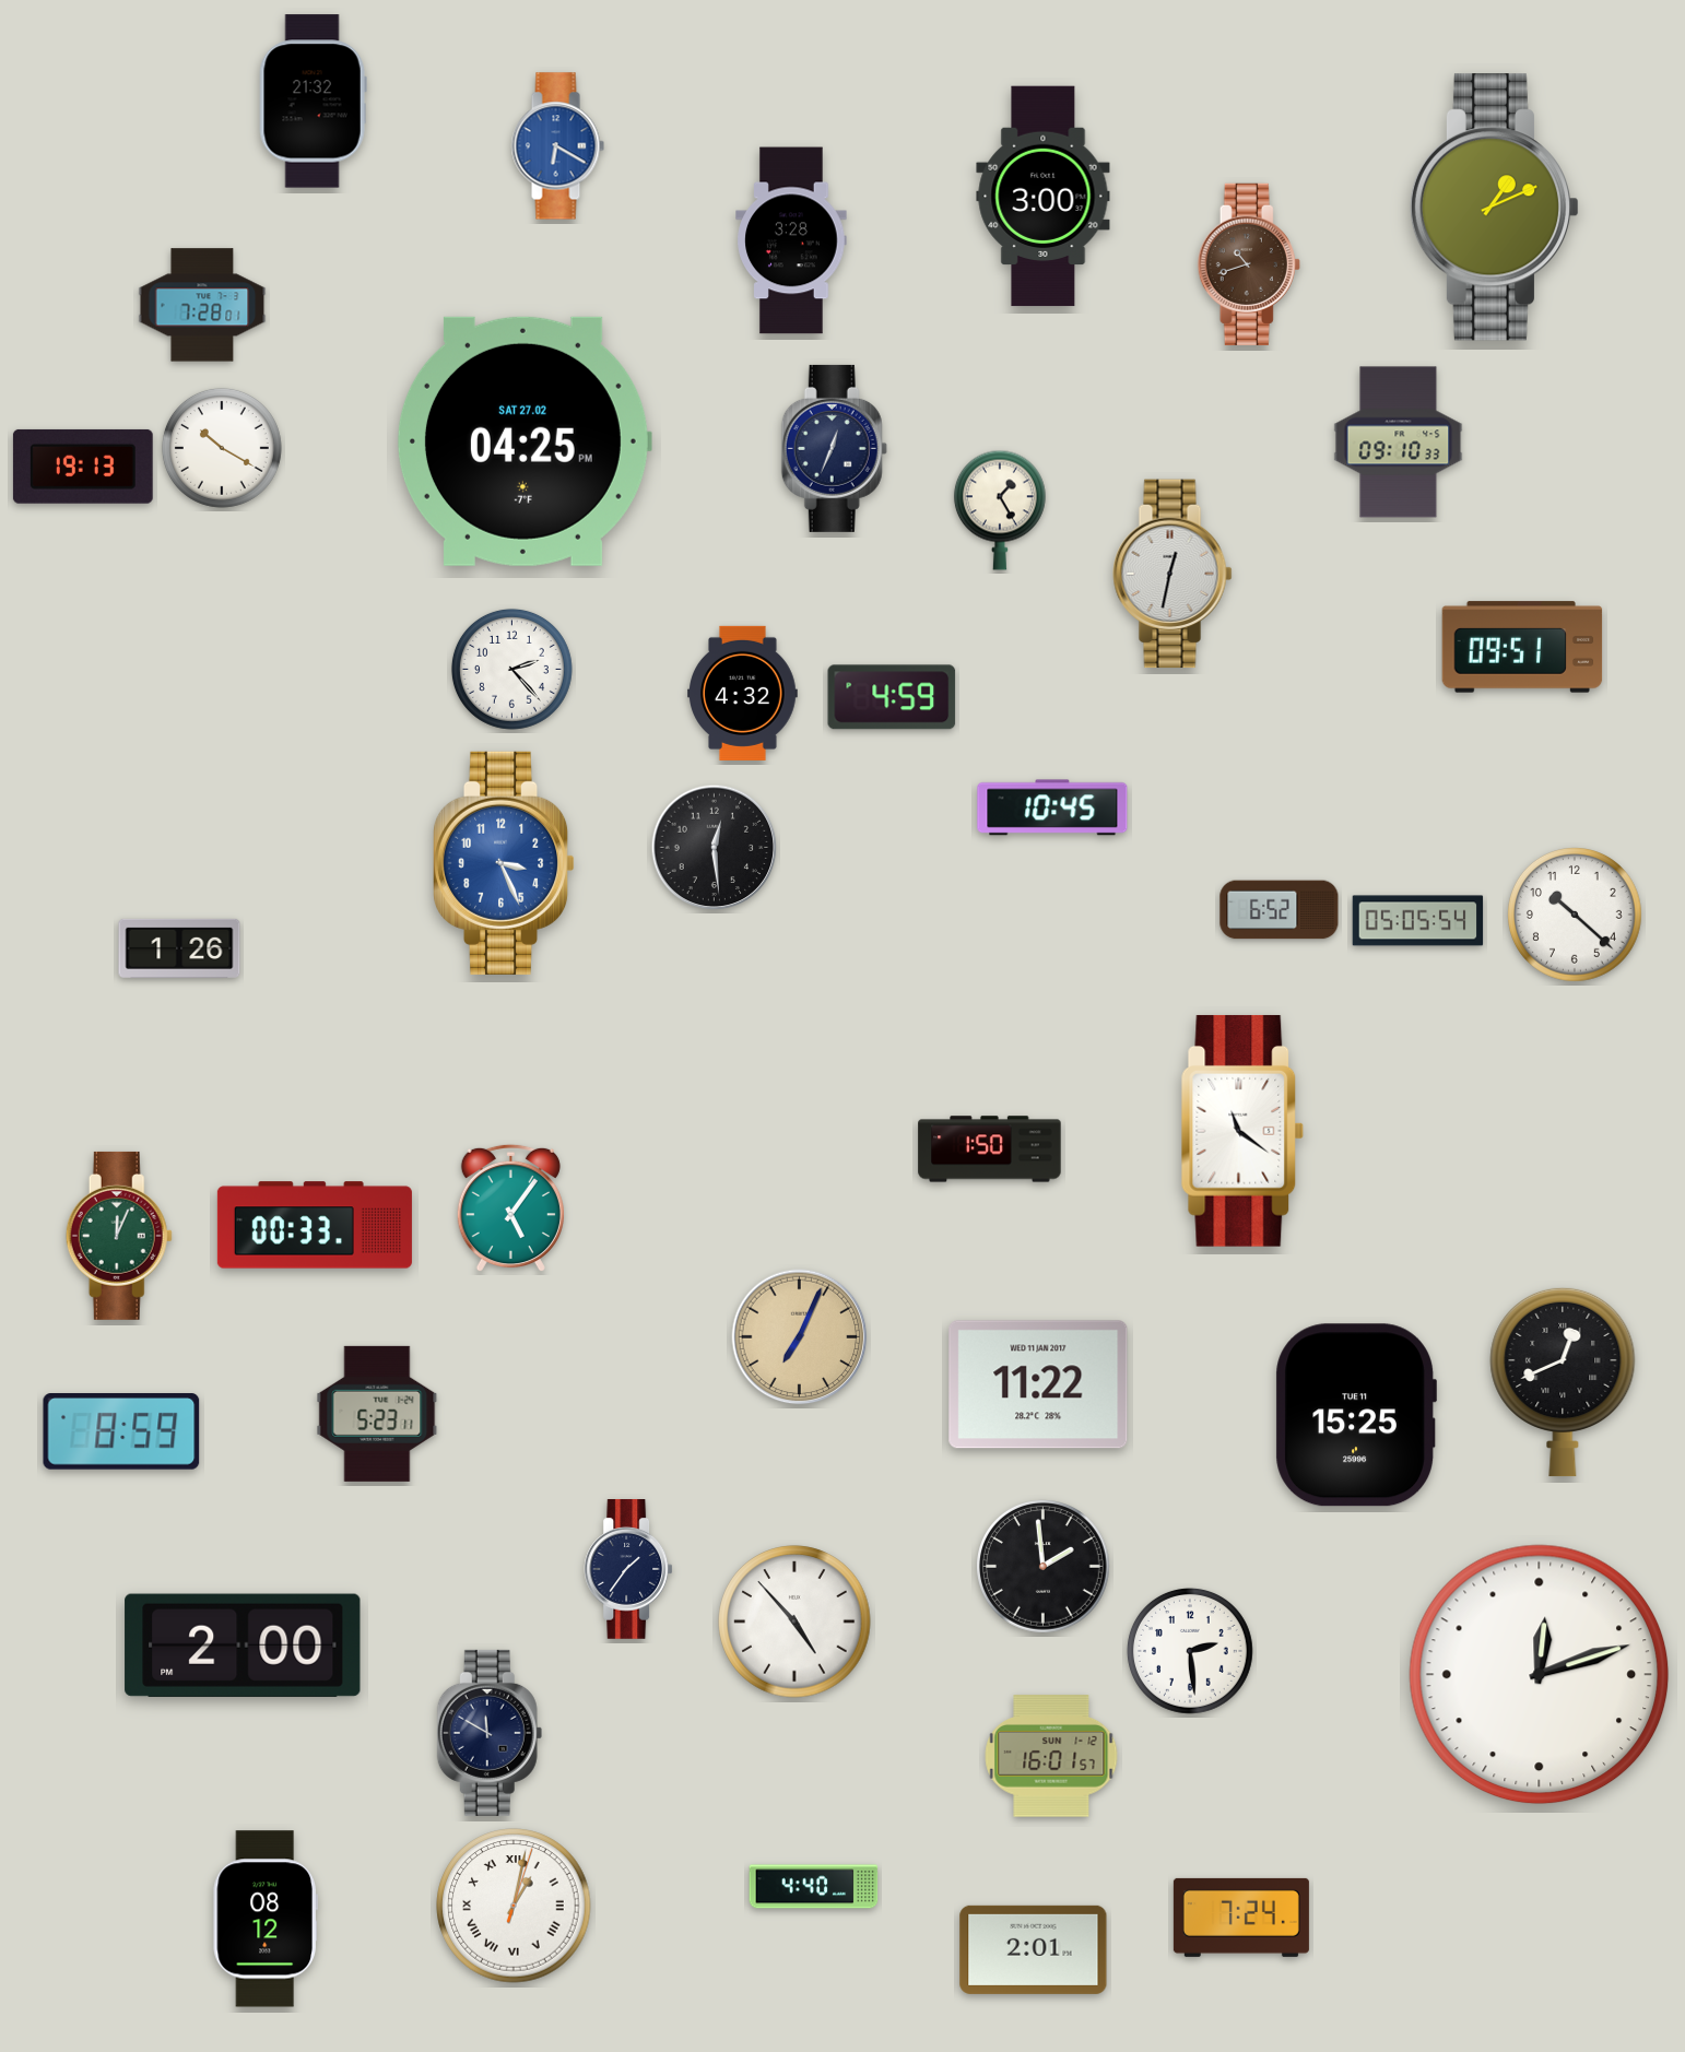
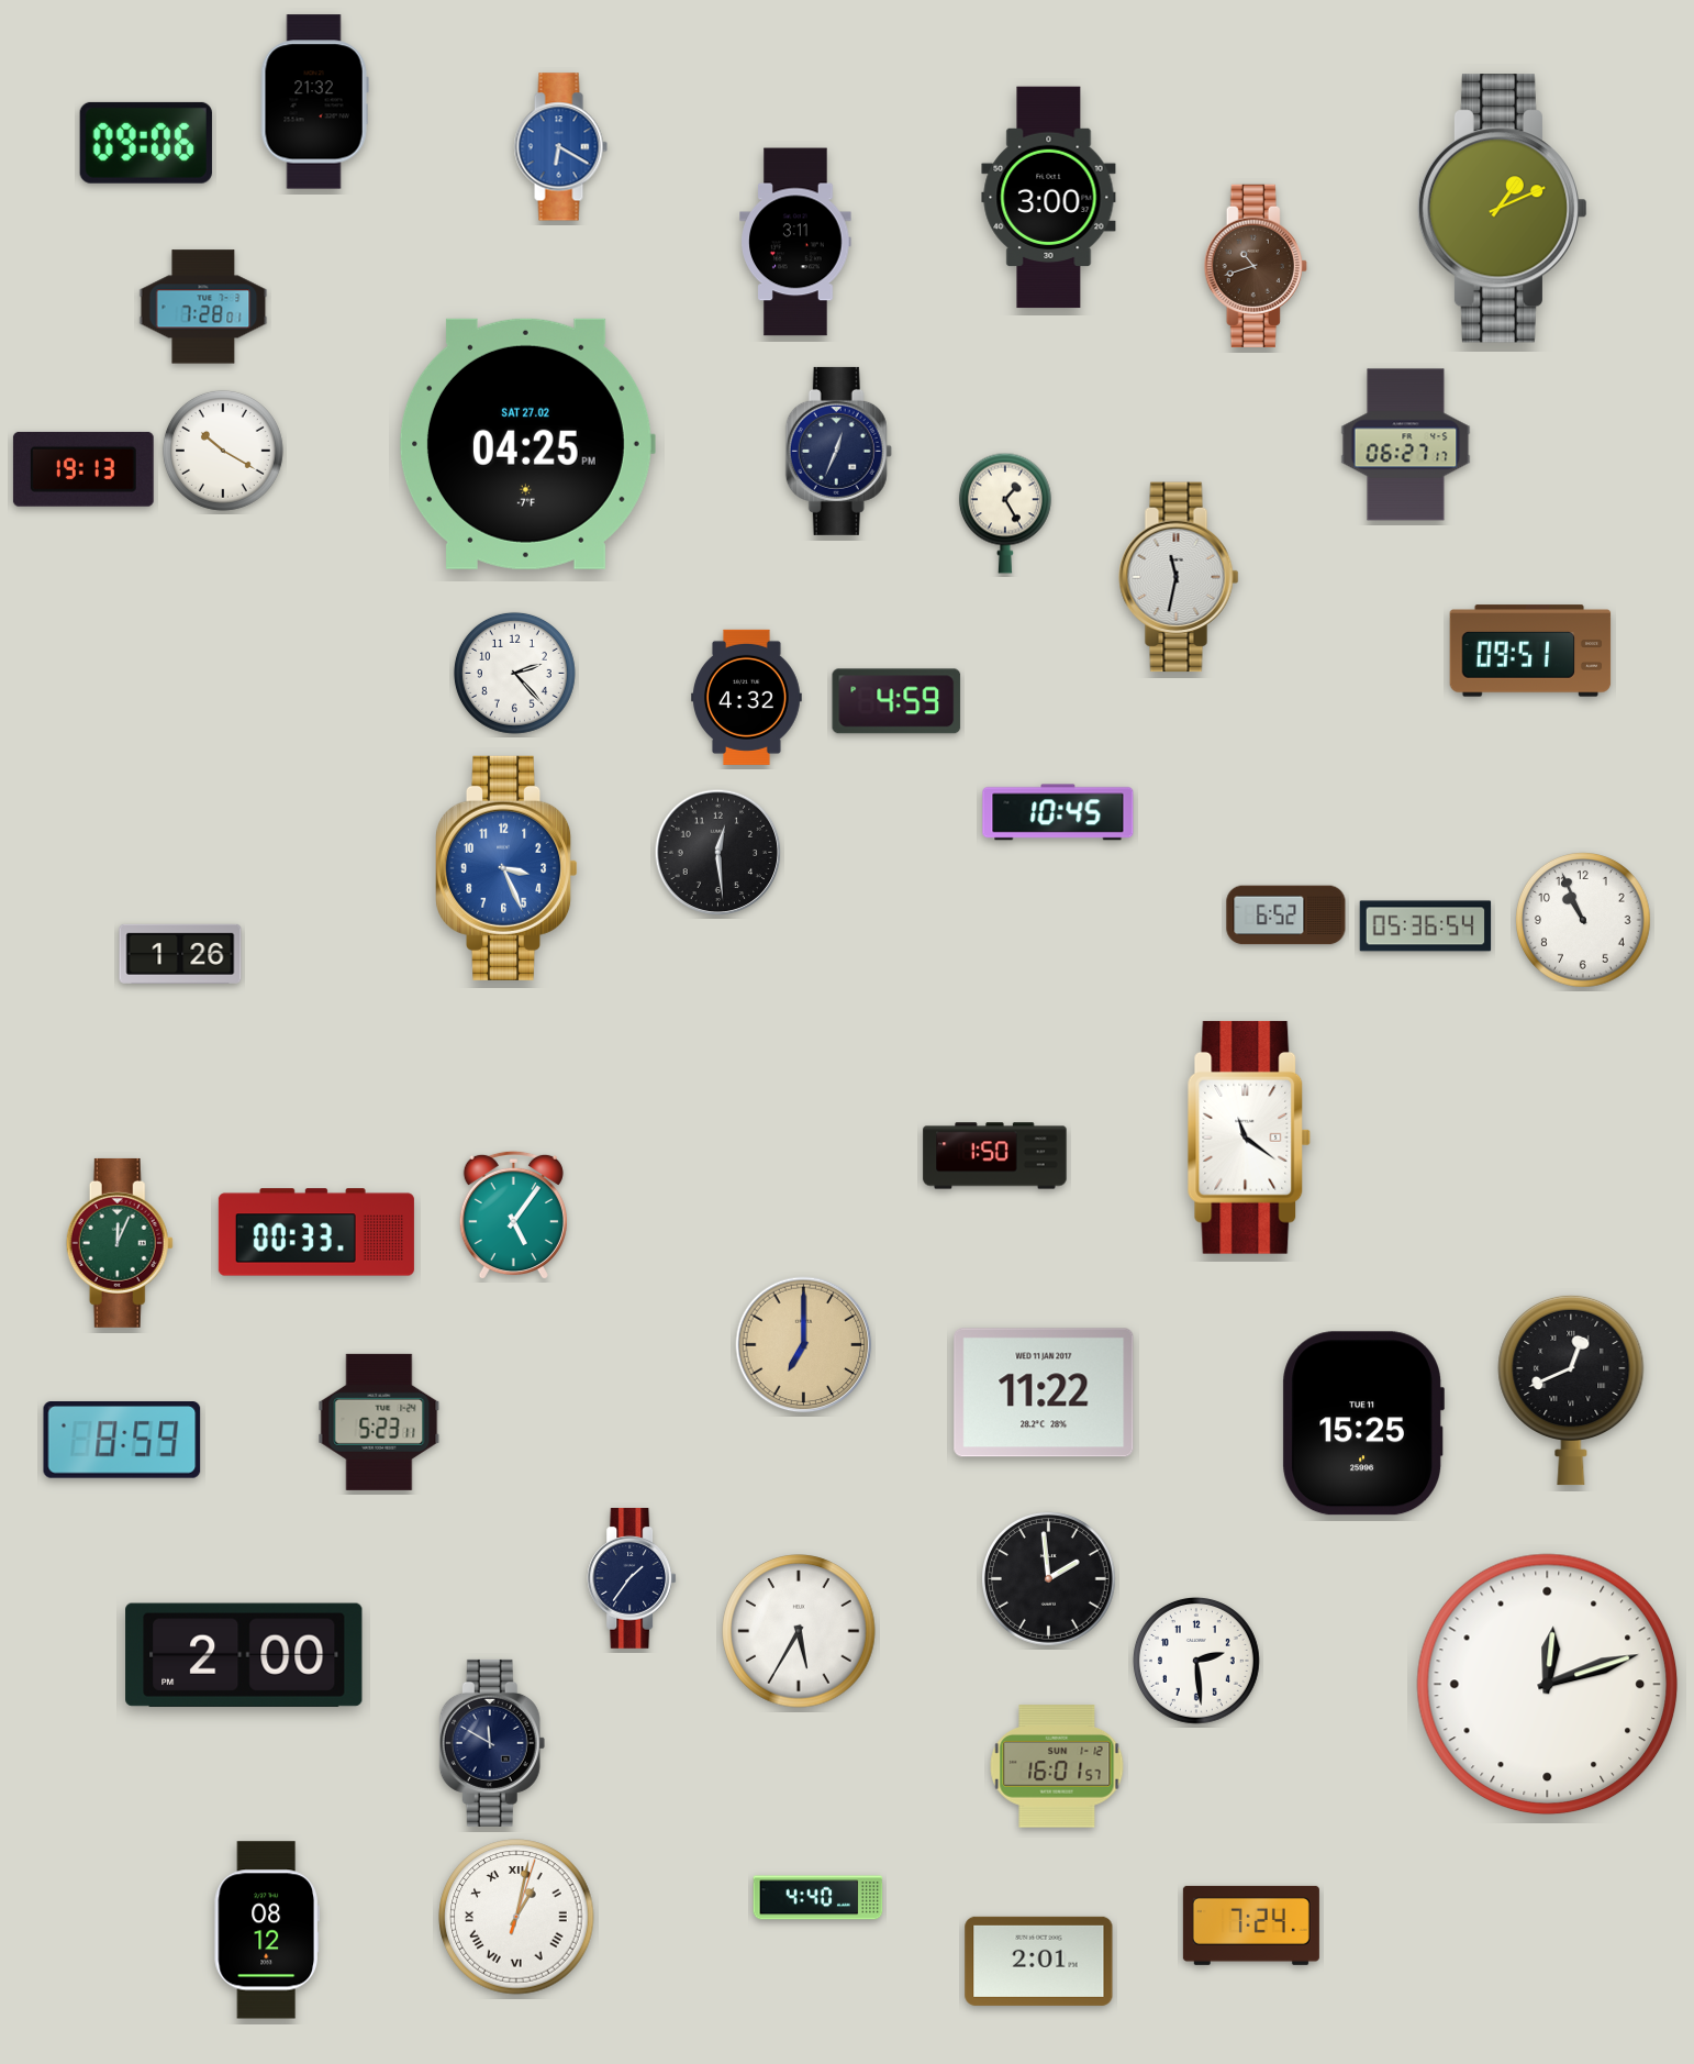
clock at (146, 143): none -> 09:06
clock at (791, 240): 3:28 -> 3:11
clock at (1399, 443): 09:10 -> 06:27
clock at (1173, 574): 12:32 -> 11:32
clock at (1576, 916): 10:22 -> 10:56
clock at (1418, 921): 05:05 -> 05:36
clock at (800, 1337): 7:04 -> 7:00
clock at (1044, 1567) position: (1044, 1567) -> (1049, 1579)
clock at (794, 1621): 4:53 -> 5:35
clock at (1241, 1918) position: (1241, 1918) -> (1251, 1926)
